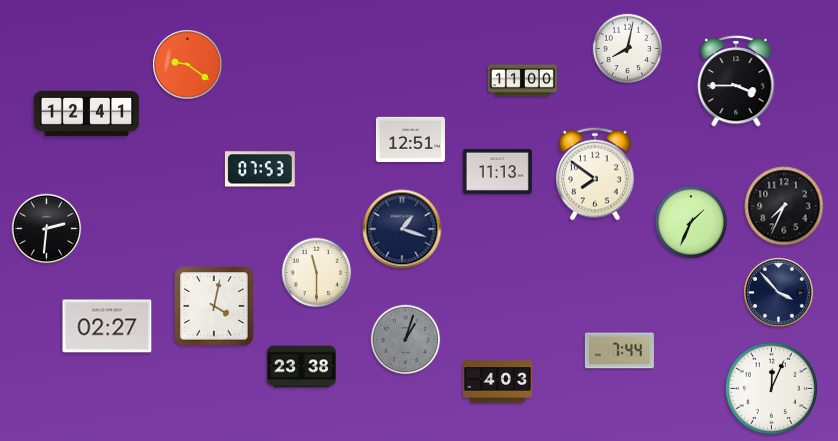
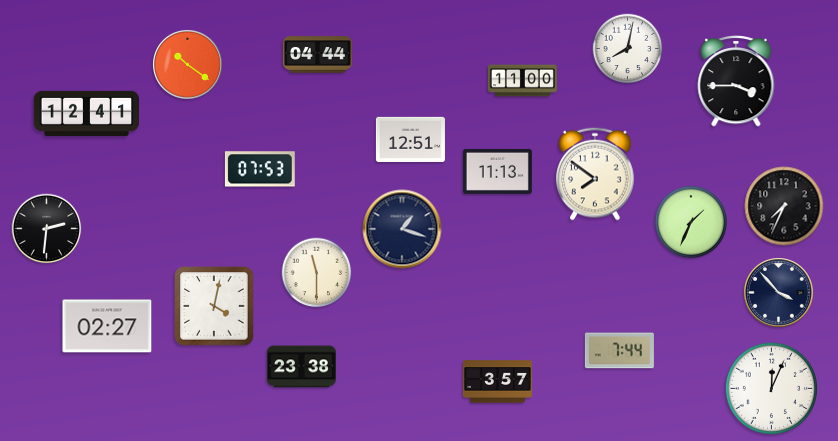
clock at (317, 55): none -> 04:44
clock at (188, 65): 9:21 -> 10:21
clock at (406, 340): 1:03 -> none
clock at (497, 382): 4:03 -> 3:57
